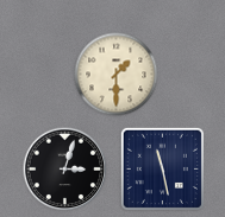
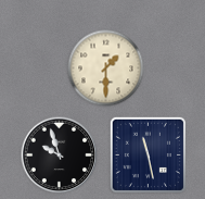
clock at (65, 170): 3:03 -> 9:57
